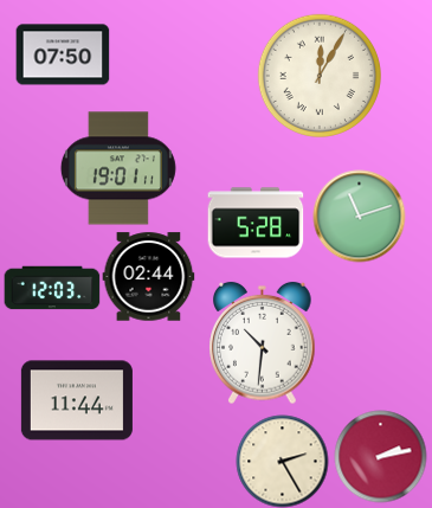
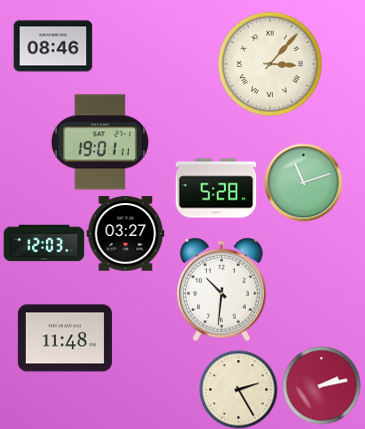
clock at (63, 54): 07:50 -> 08:46
clock at (320, 76): 12:05 -> 3:07
clock at (148, 277): 02:44 -> 03:27
clock at (77, 400): 11:44 -> 11:48
